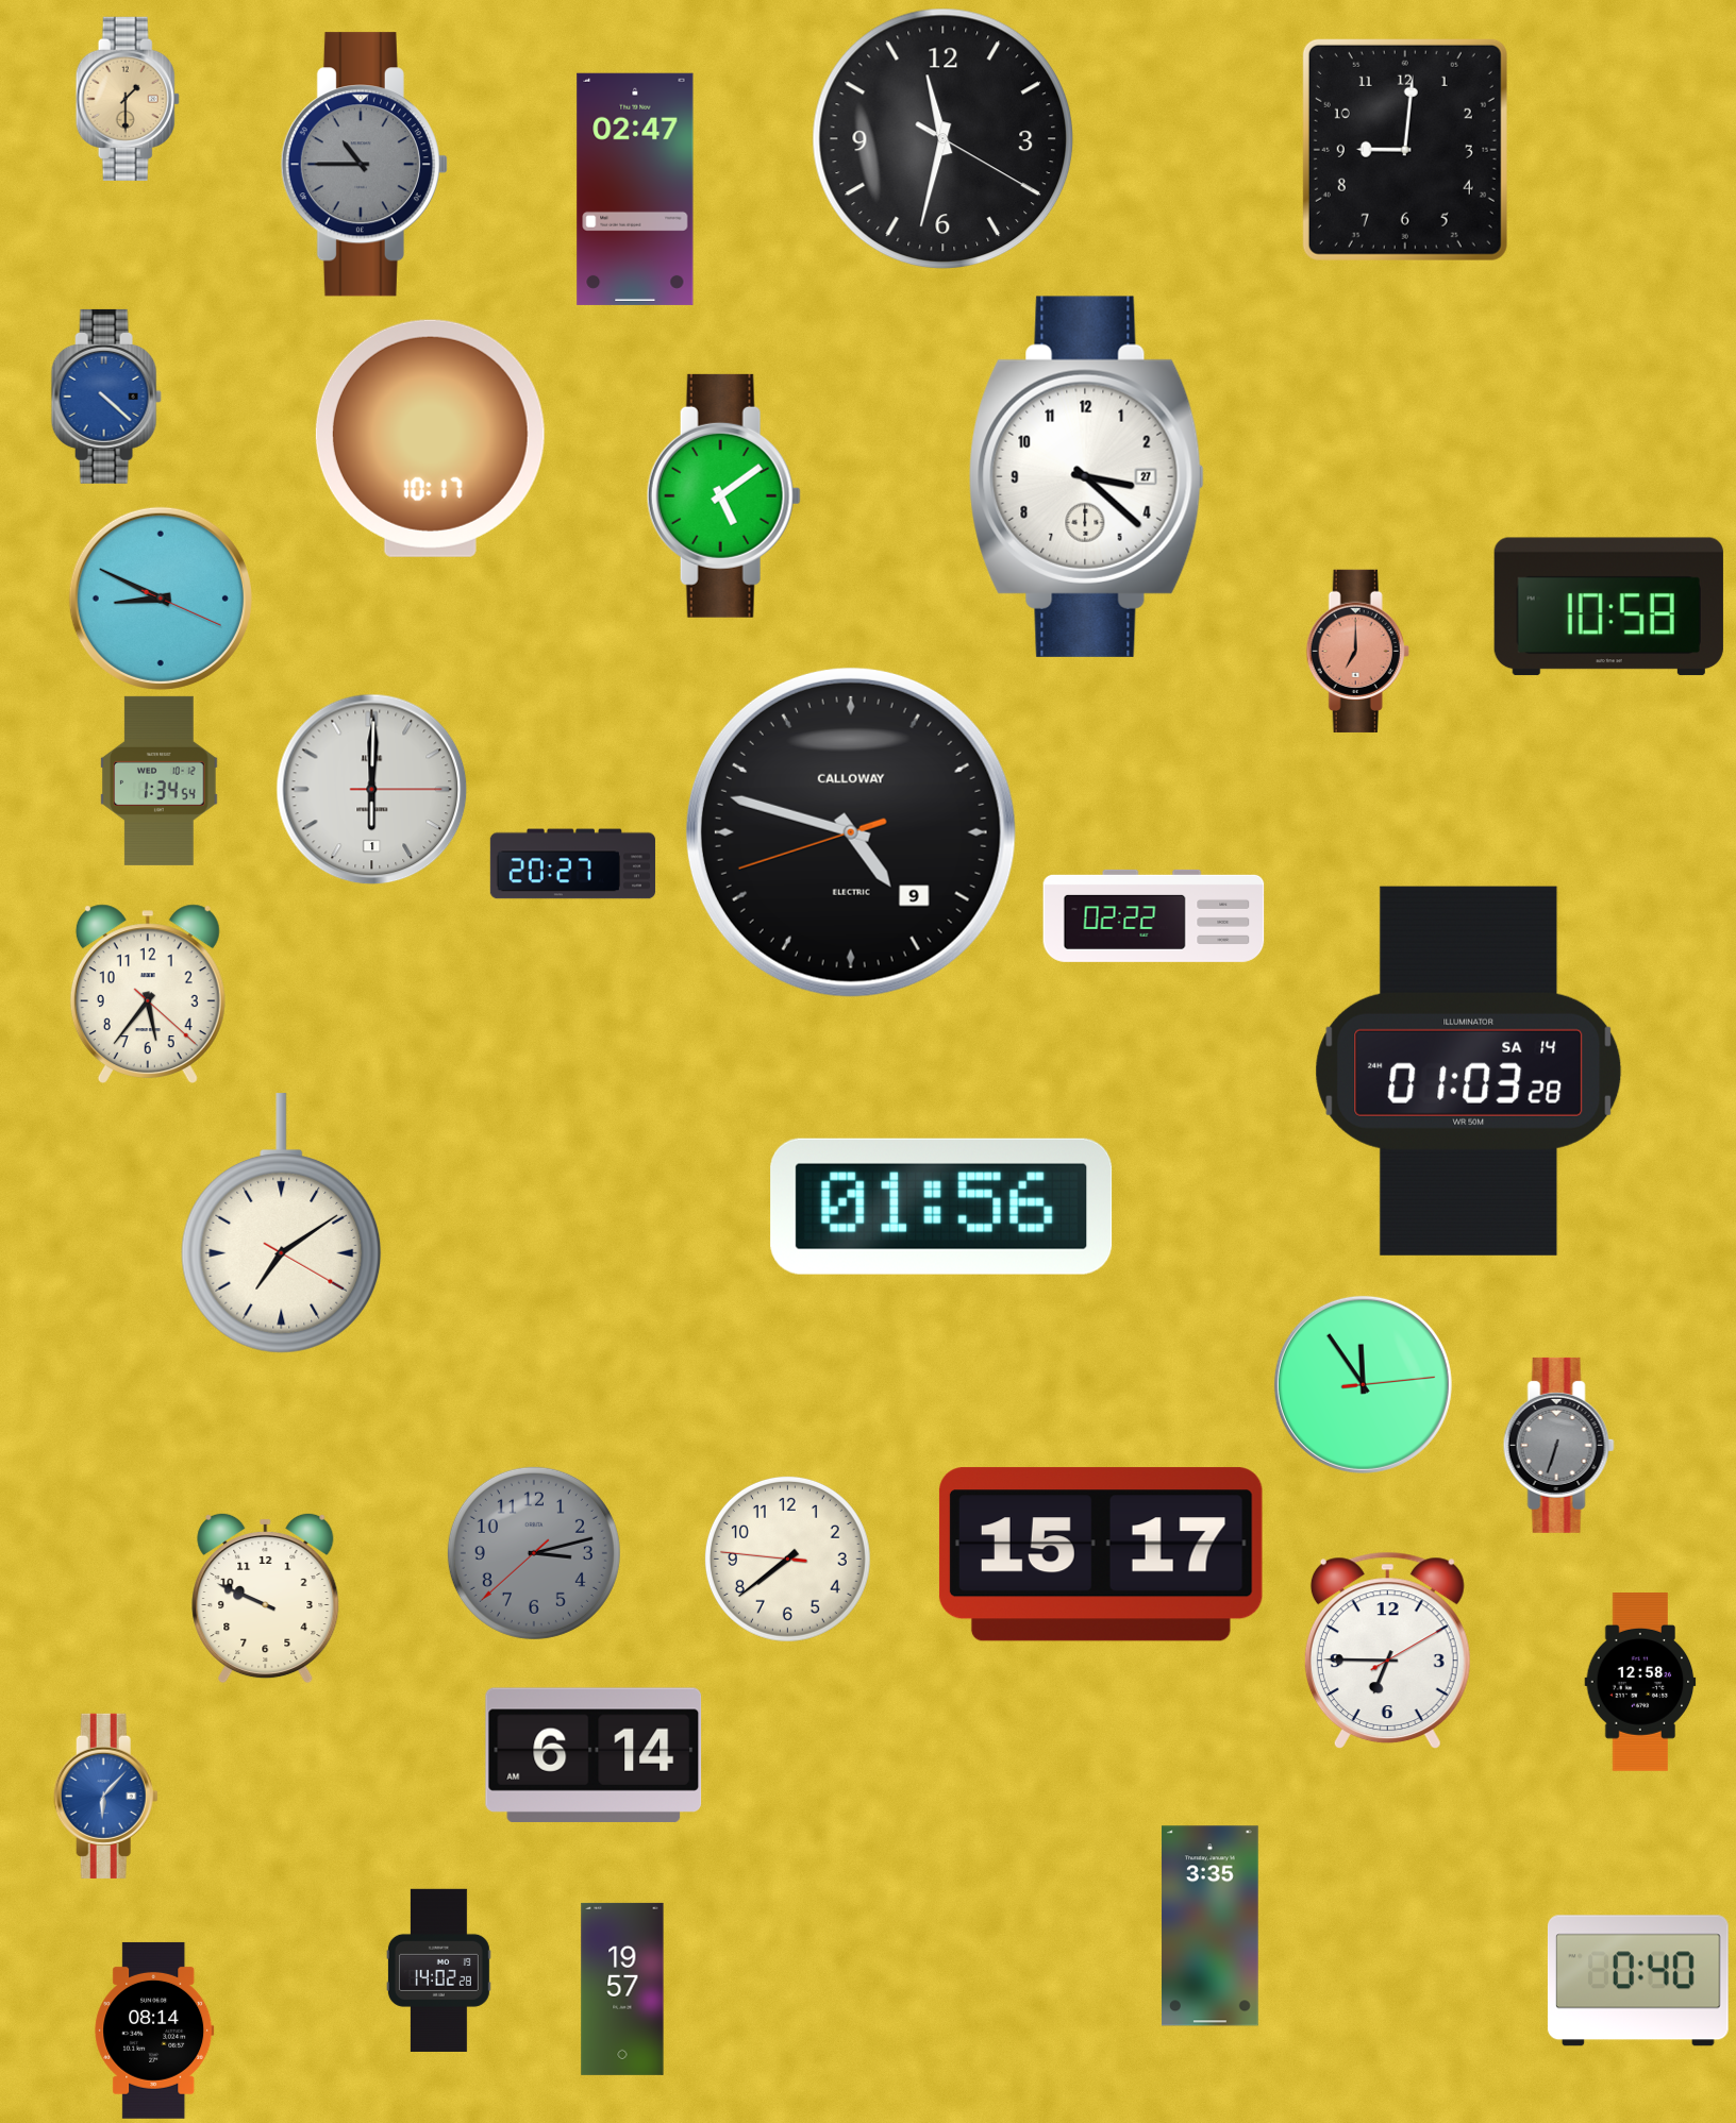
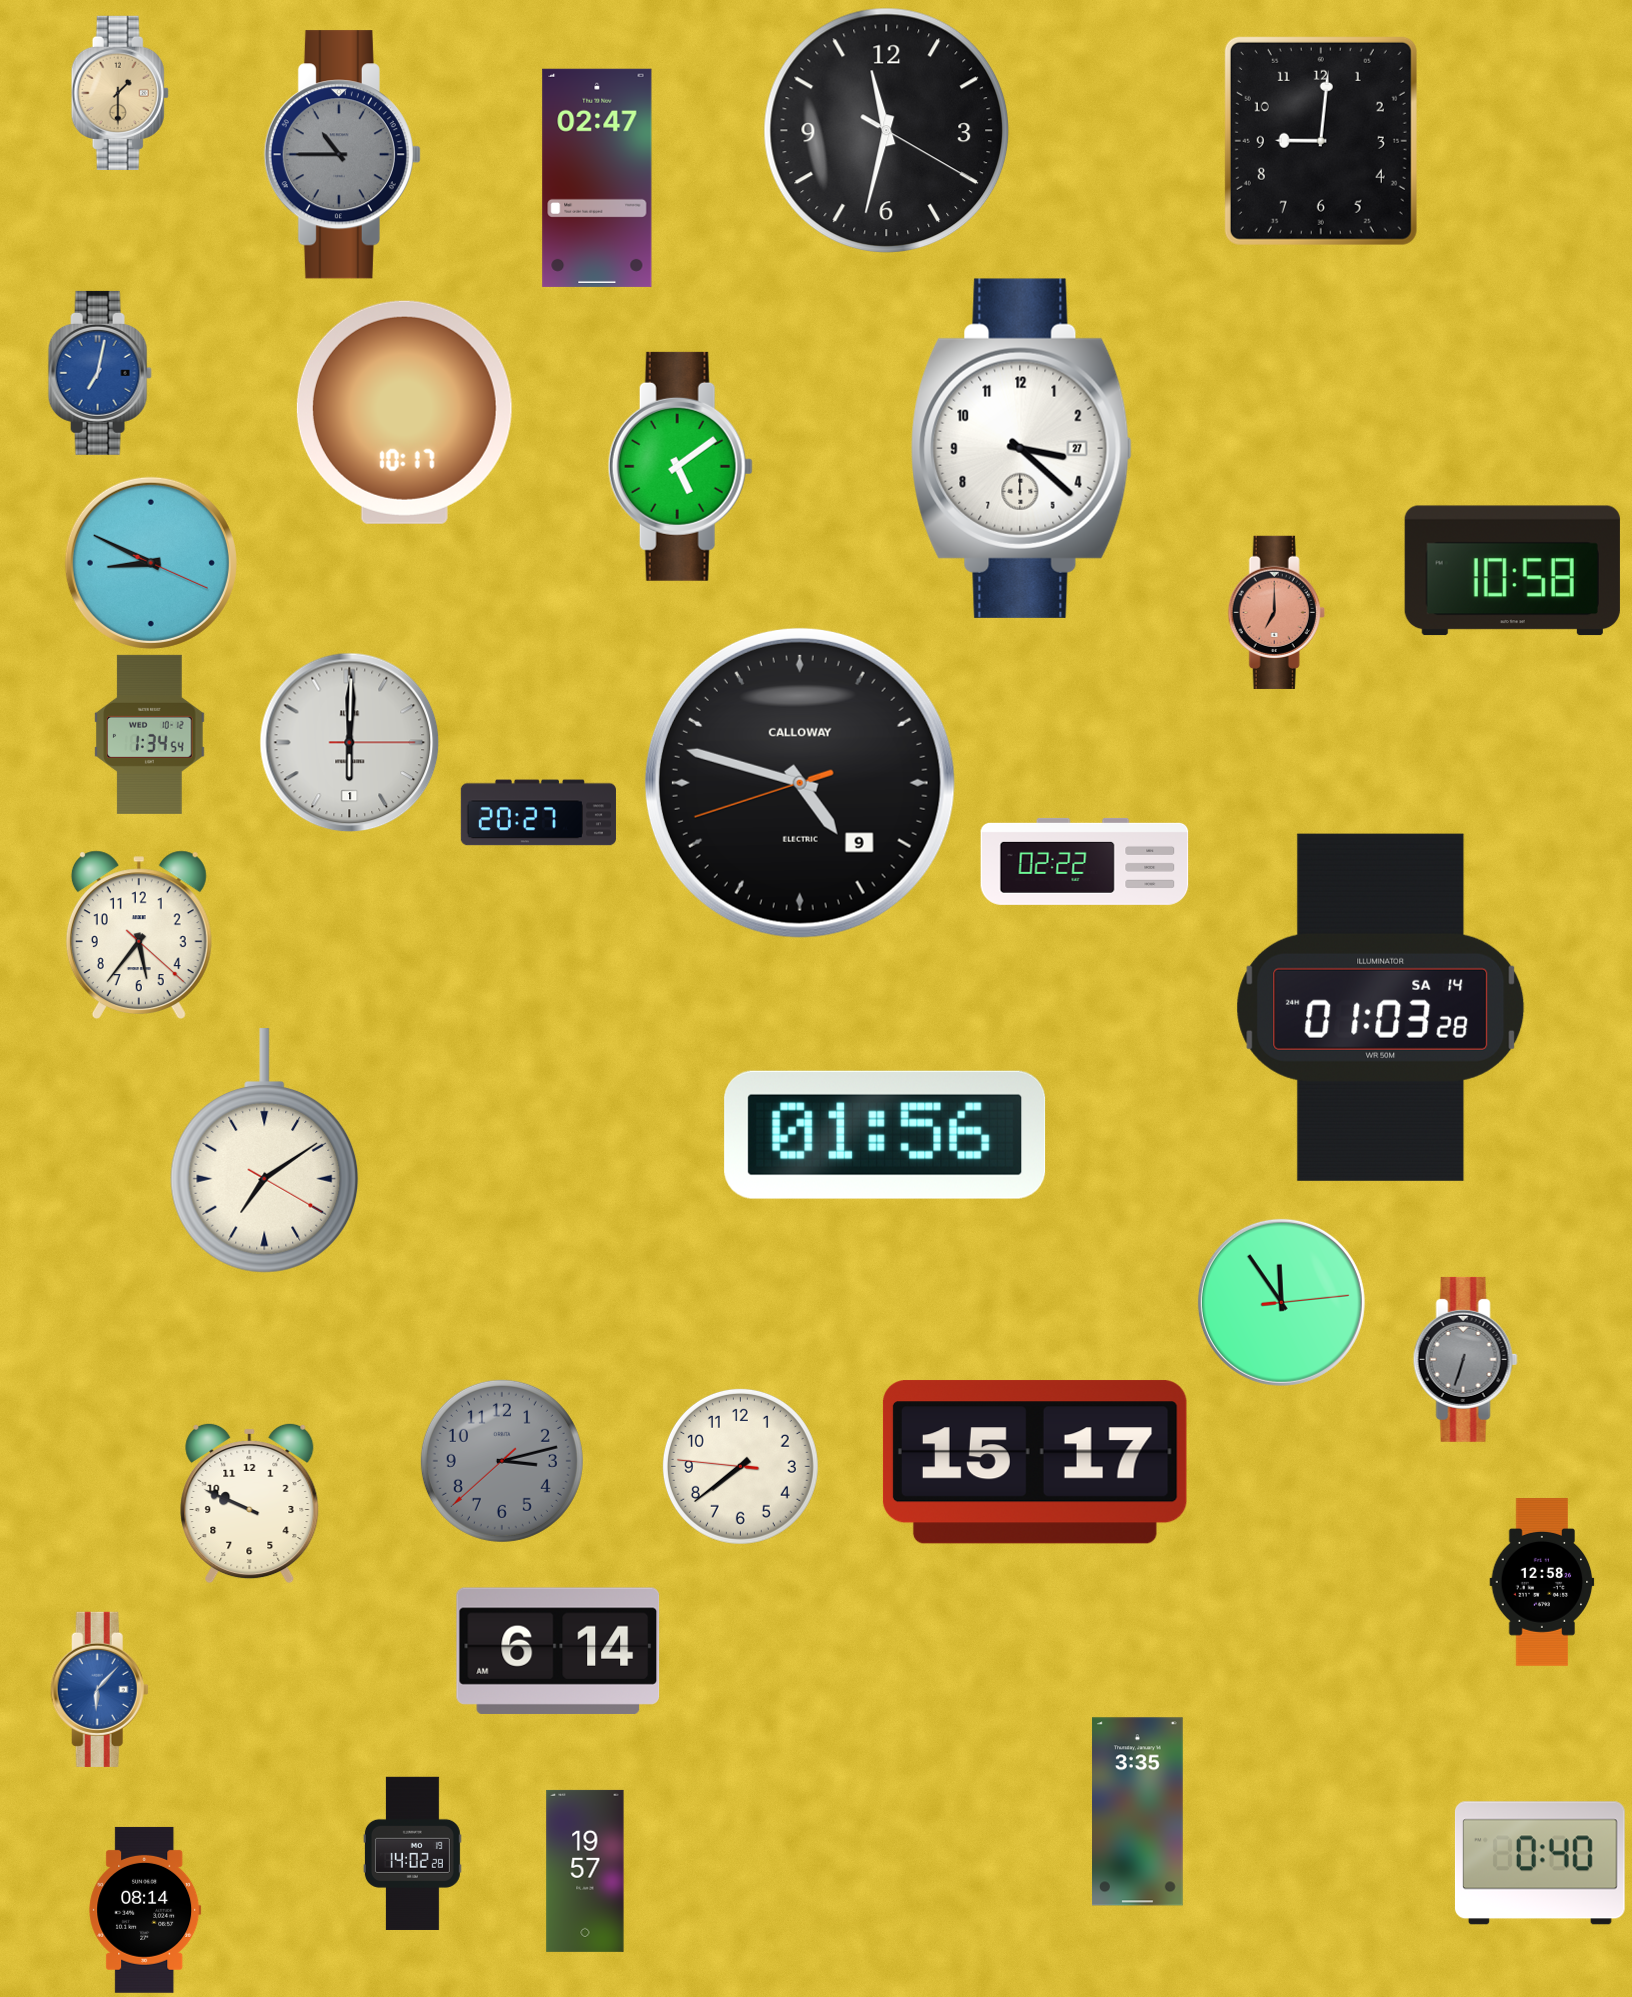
clock at (106, 397): 4:22 -> 7:02
clock at (1387, 1651): 6:45 -> none
